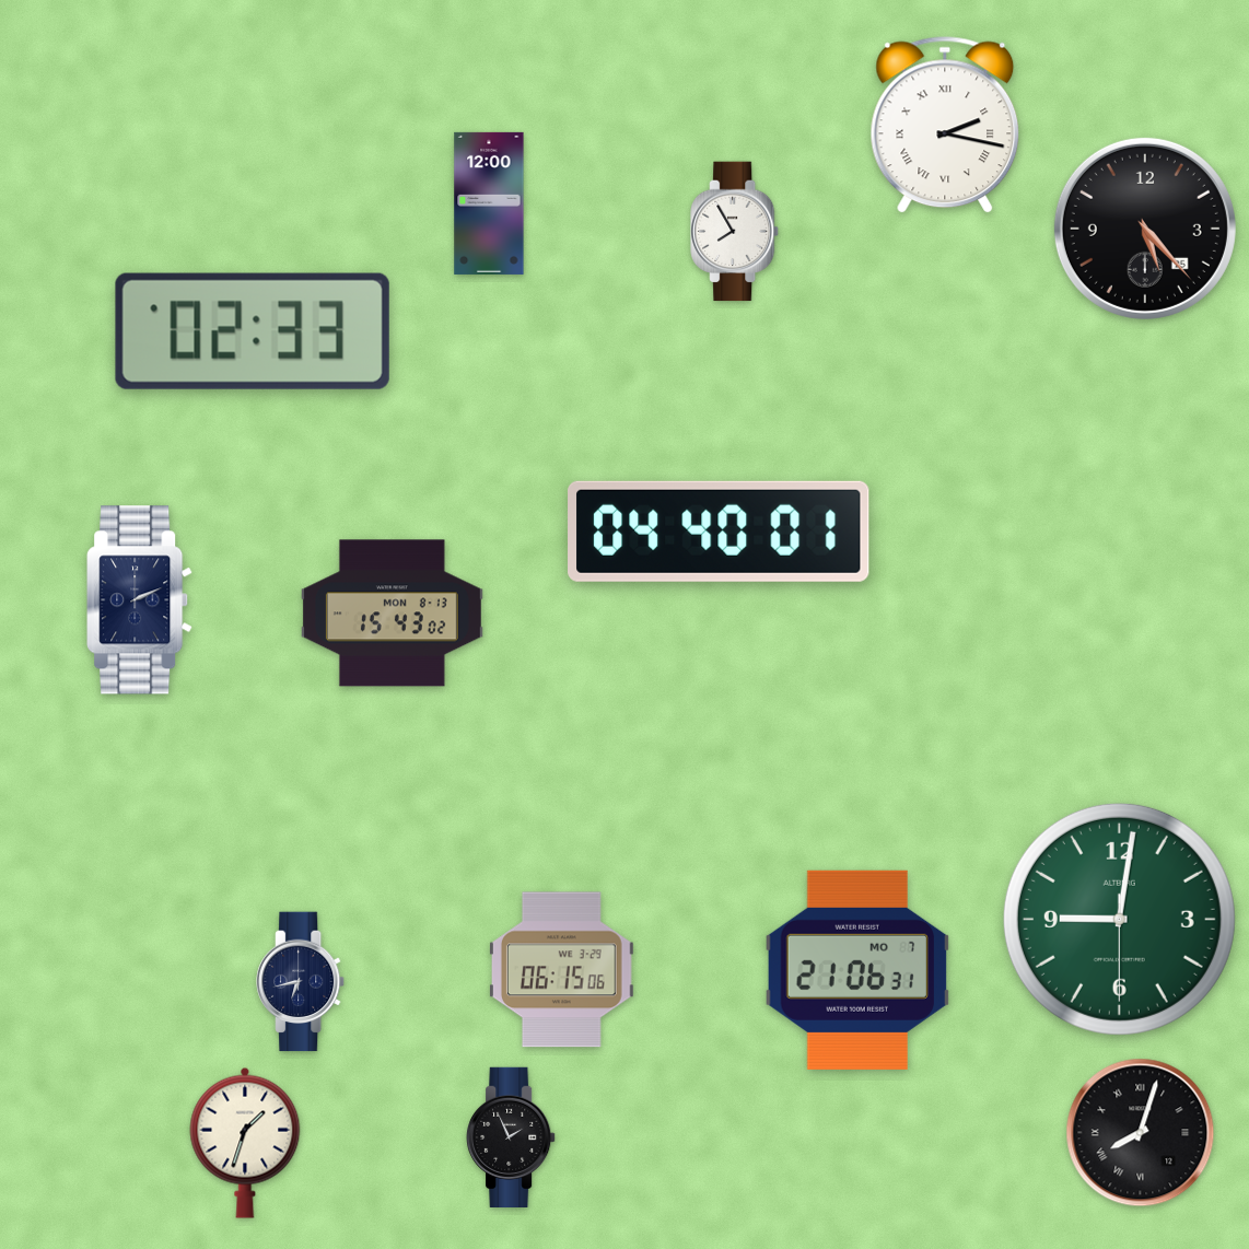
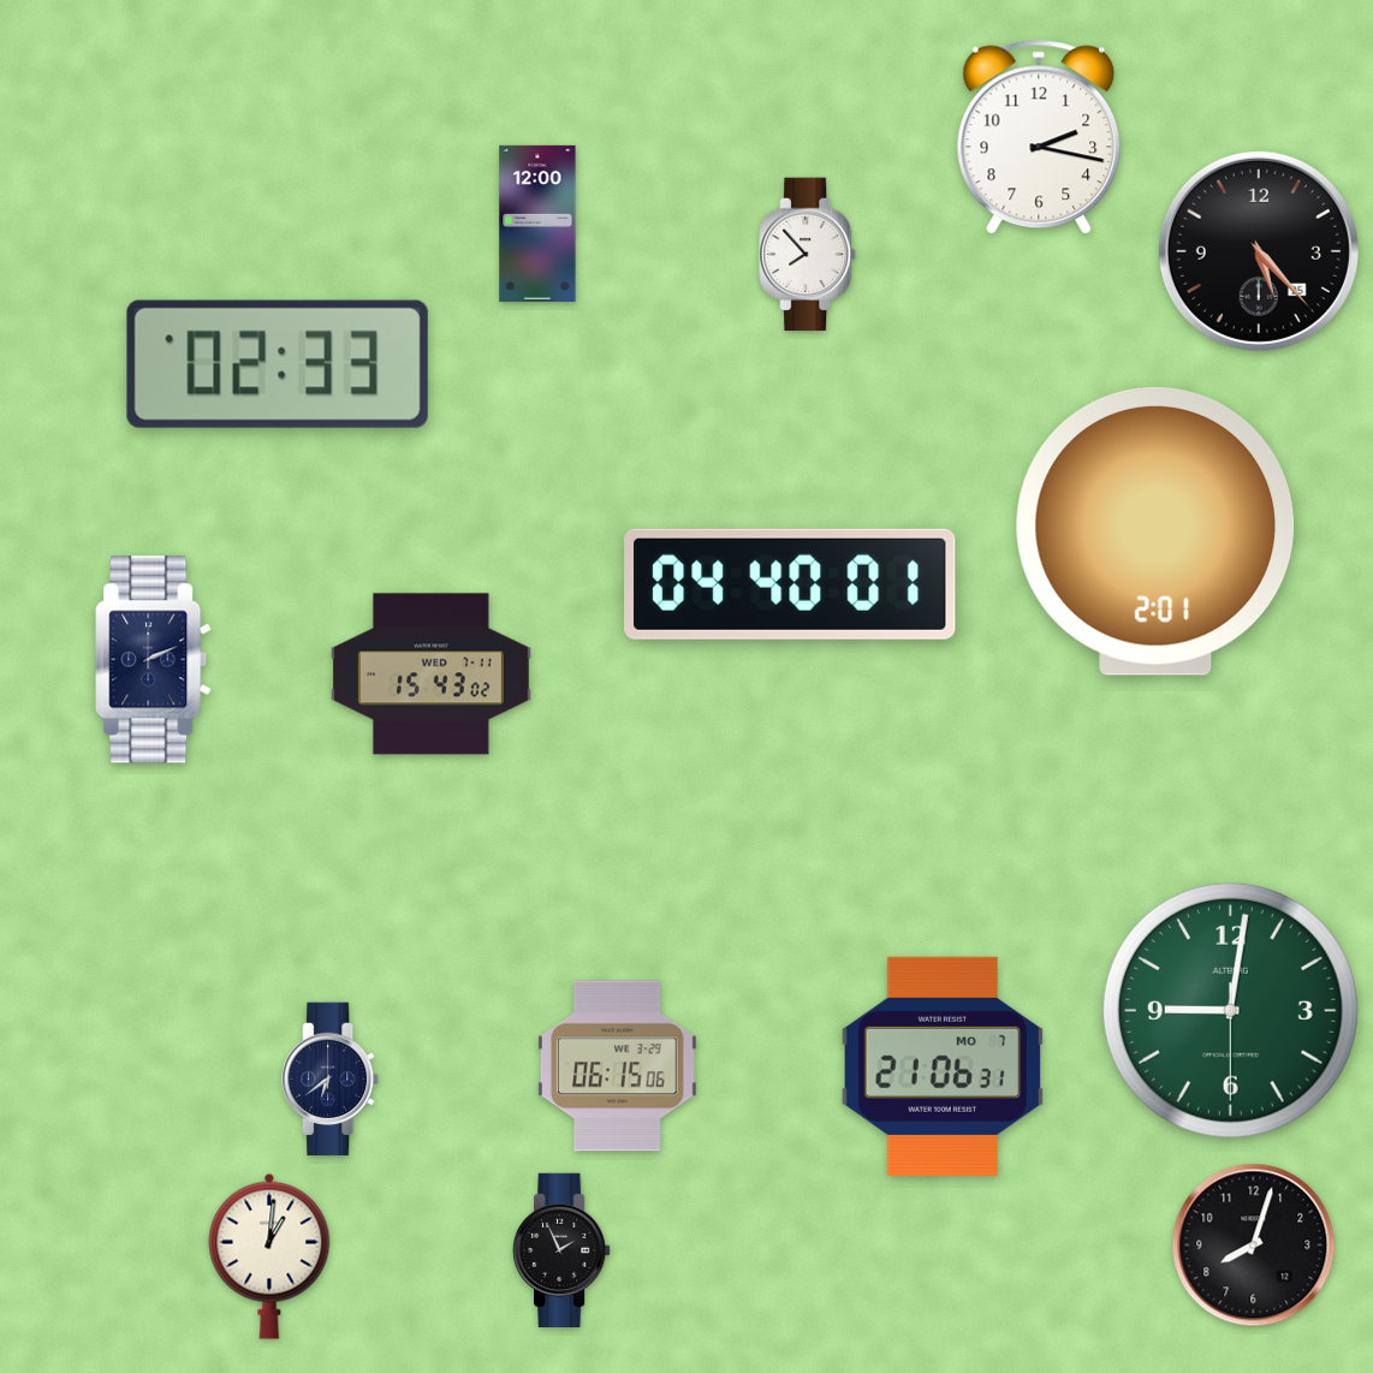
clock at (945, 125) numerals: Roman -> Arabic
clock at (735, 232): 7:55 -> 7:53
clock at (1155, 531): none -> 2:01
clock at (392, 614) date: MON 8-13 -> WED 7-11
clock at (301, 982): 6:43 -> 6:39
clock at (1141, 1133) numerals: Roman -> Arabic
clock at (245, 1143): 1:33 -> 1:01
